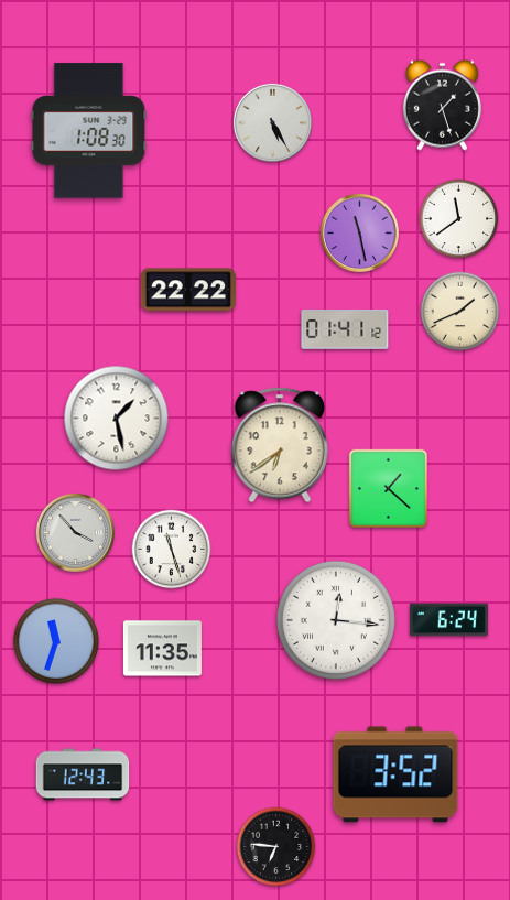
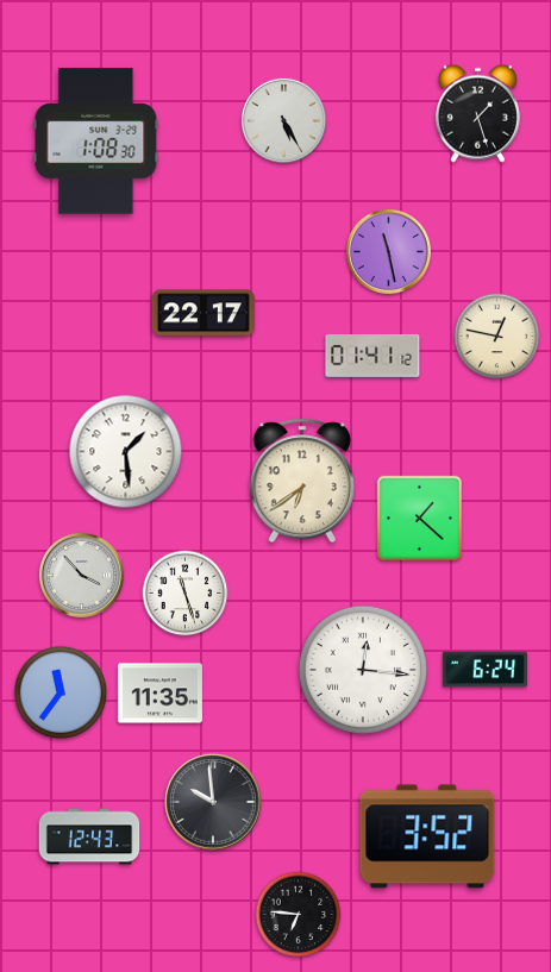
clock at (272, 122) position: (272, 122) -> (283, 120)
clock at (459, 219): 11:39 -> none
clock at (188, 290): 22:22 -> 22:17
clock at (460, 312): 1:41 -> 12:47
clock at (117, 419): 1:28 -> 1:29
clock at (388, 488) position: (388, 488) -> (419, 518)
clock at (56, 641): 11:33 -> 11:36
clock at (162, 649) position: (162, 649) -> (159, 694)
clock at (213, 802): none -> 9:59
